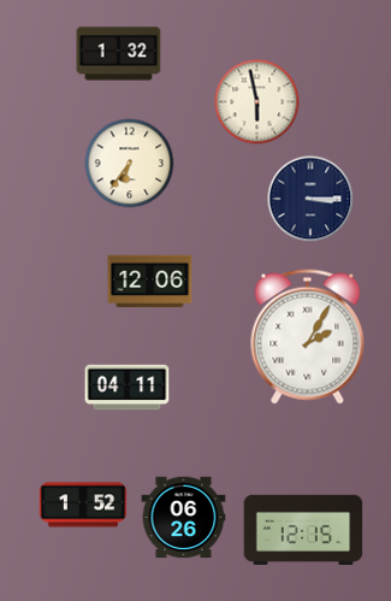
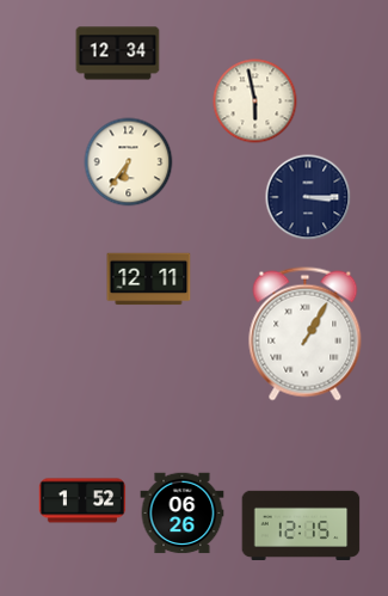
clock at (119, 54): 1:32 -> 12:34
clock at (150, 282): 12:06 -> 12:11
clock at (308, 337): 2:05 -> 1:05
clock at (128, 388): 04:11 -> none
